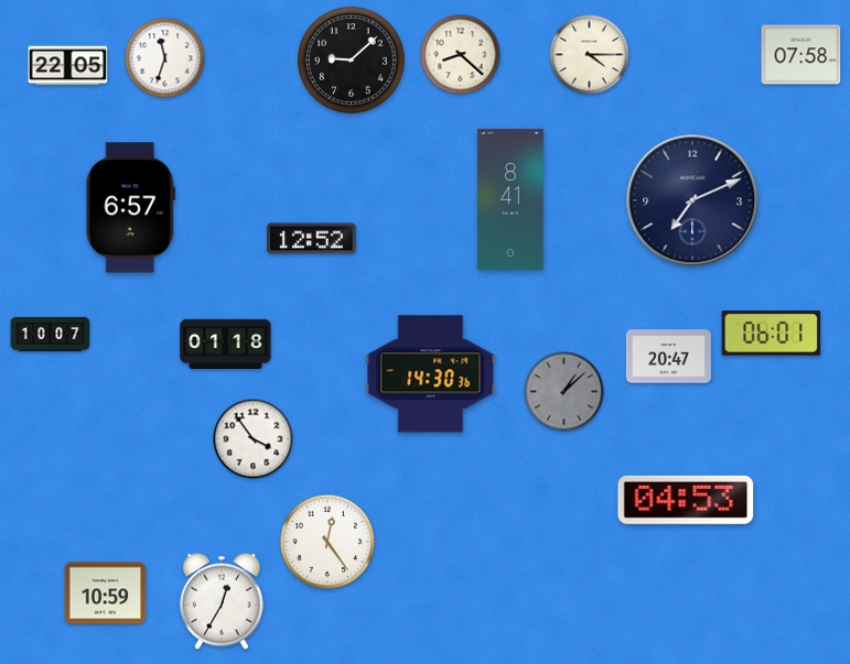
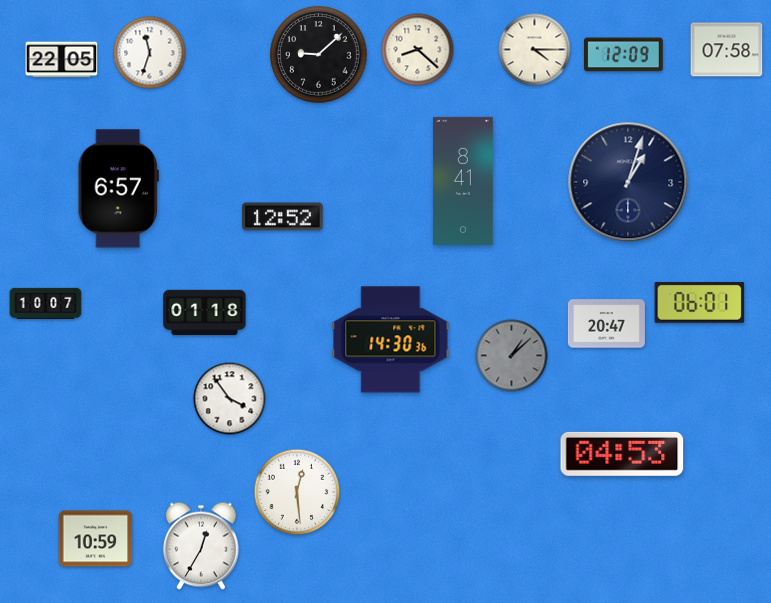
clock at (624, 55): none -> 12:09
clock at (692, 200): 7:11 -> 1:03
clock at (327, 542): 12:24 -> 12:29
